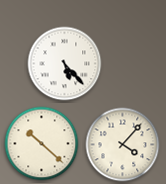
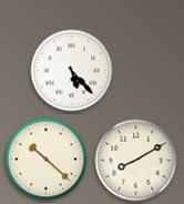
clock at (123, 145): 4:07 -> 8:10
